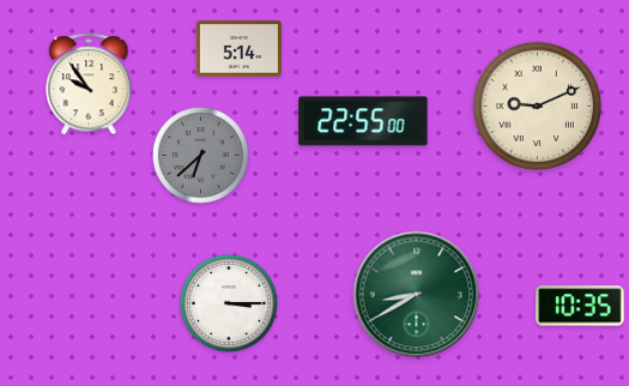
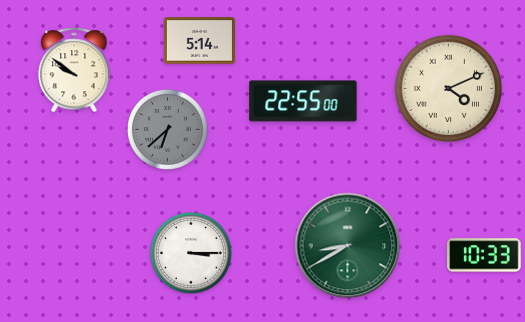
clock at (89, 84): 9:54 -> 9:51
clock at (537, 105): 9:11 -> 4:11
clock at (580, 306): 10:35 -> 10:33
